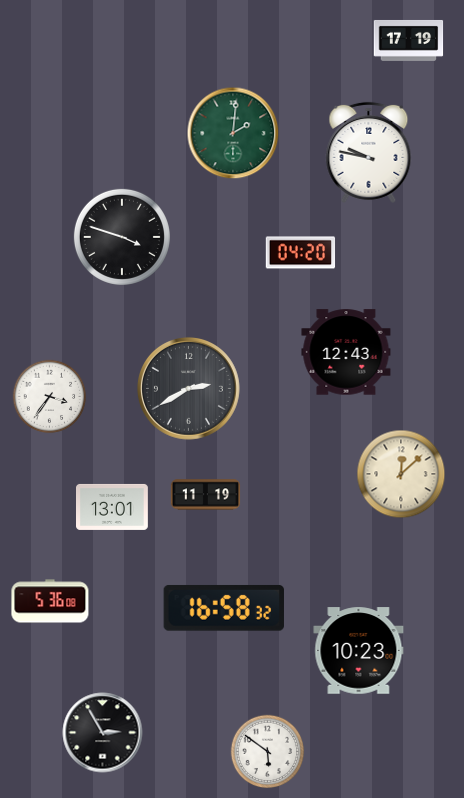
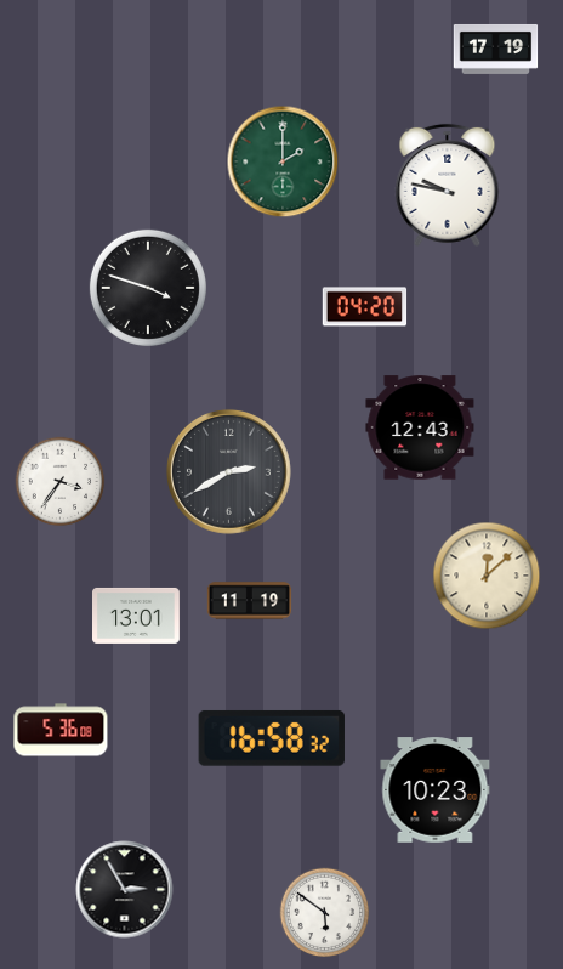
clock at (233, 133): 2:01 -> 2:00
